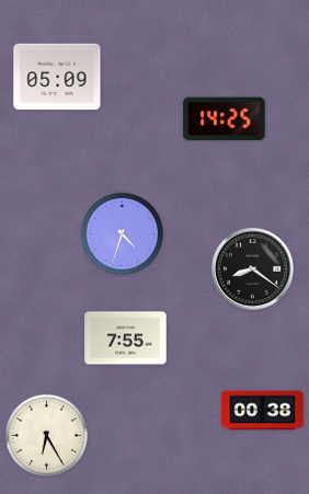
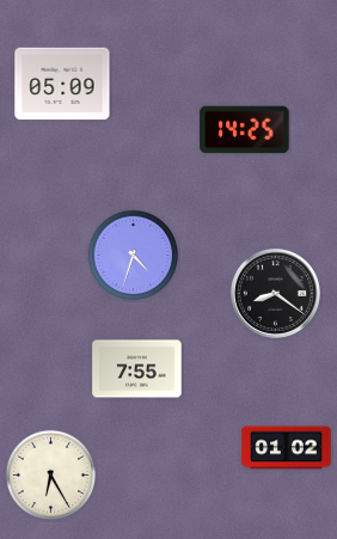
clock at (263, 411): 00:38 -> 01:02
